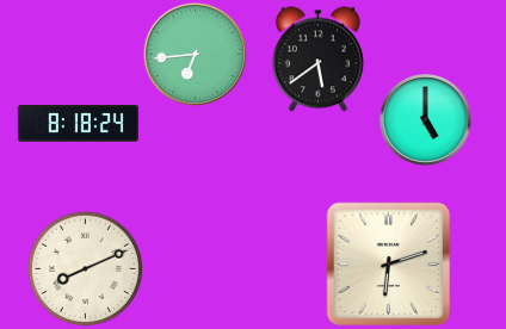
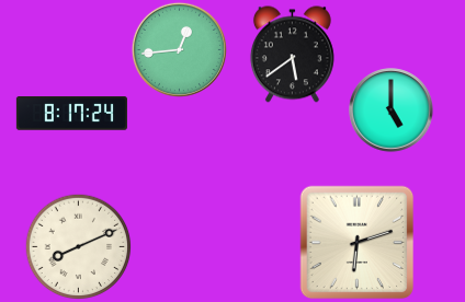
clock at (195, 54): 6:44 -> 12:44
clock at (78, 124): 8:18 -> 8:17
